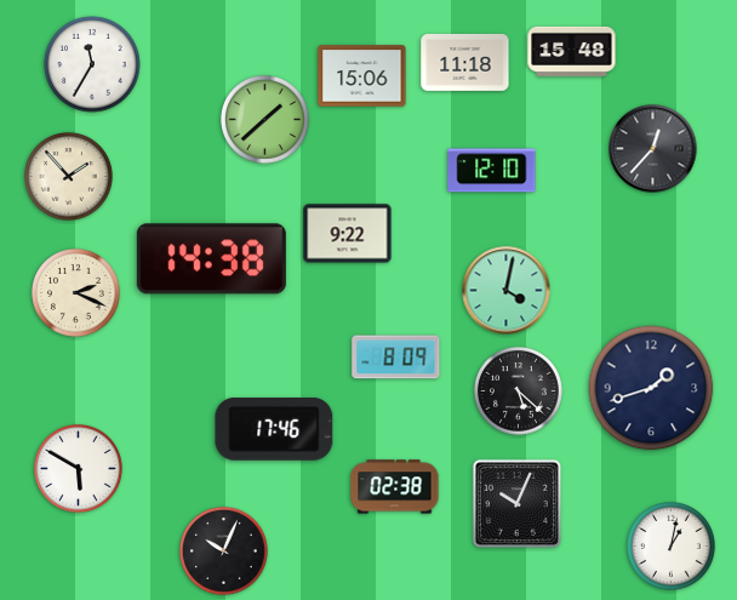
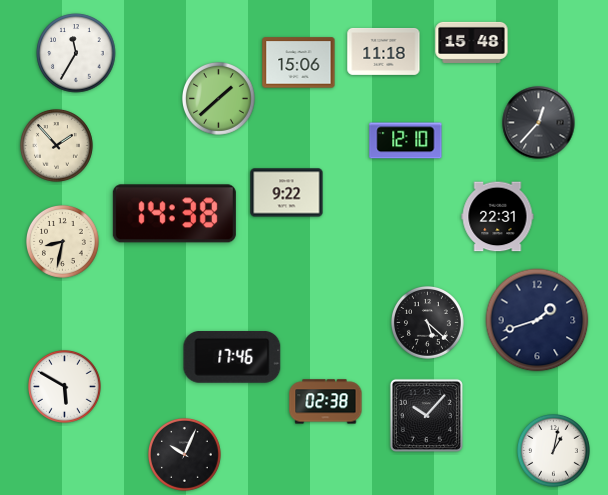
clock at (498, 217): none -> 22:31
clock at (507, 291): 4:02 -> none
clock at (76, 293): 2:19 -> 8:32
clock at (396, 358): 8:09 -> none
clock at (274, 430) position: (274, 430) -> (232, 358)
clock at (516, 503): 10:04 -> 10:07
